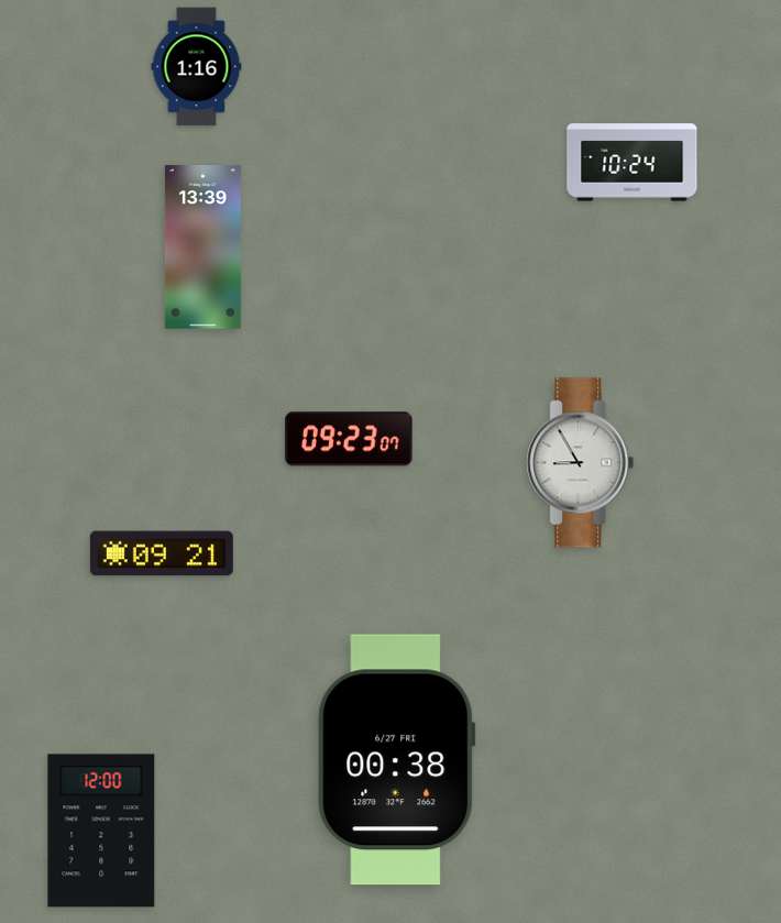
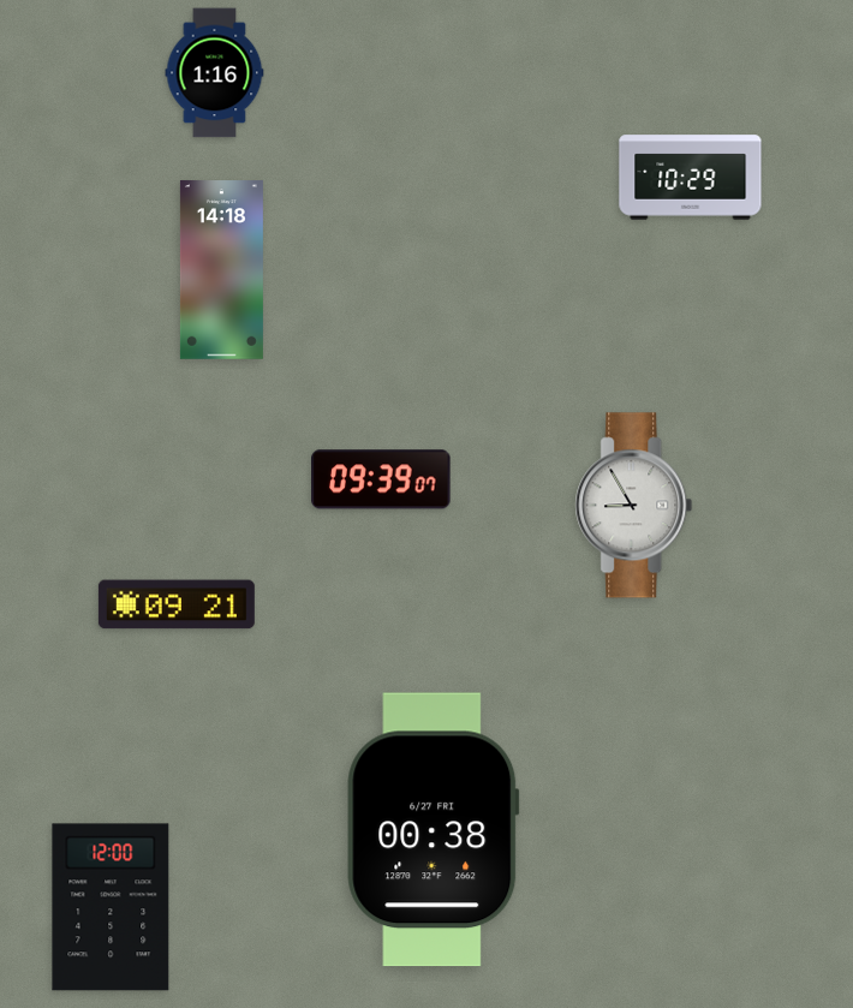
clock at (632, 163): 10:24 -> 10:29
clock at (202, 248): 13:39 -> 14:18
clock at (349, 439): 09:23 -> 09:39
